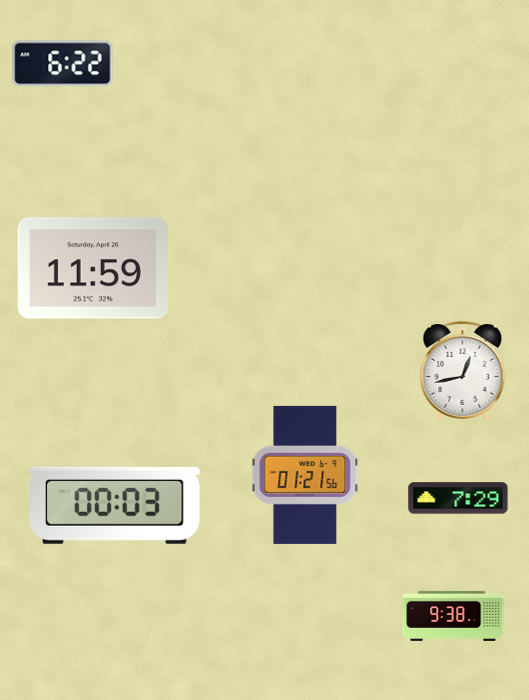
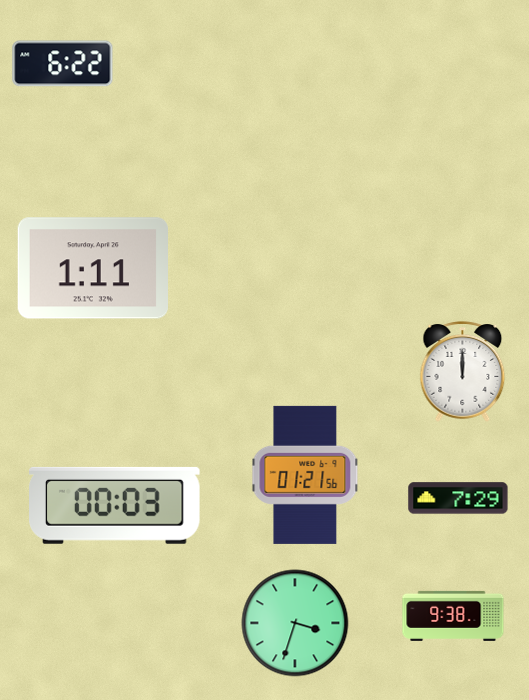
clock at (92, 268): 11:59 -> 1:11
clock at (463, 372): 12:43 -> 12:00
clock at (295, 623): none -> 3:33
